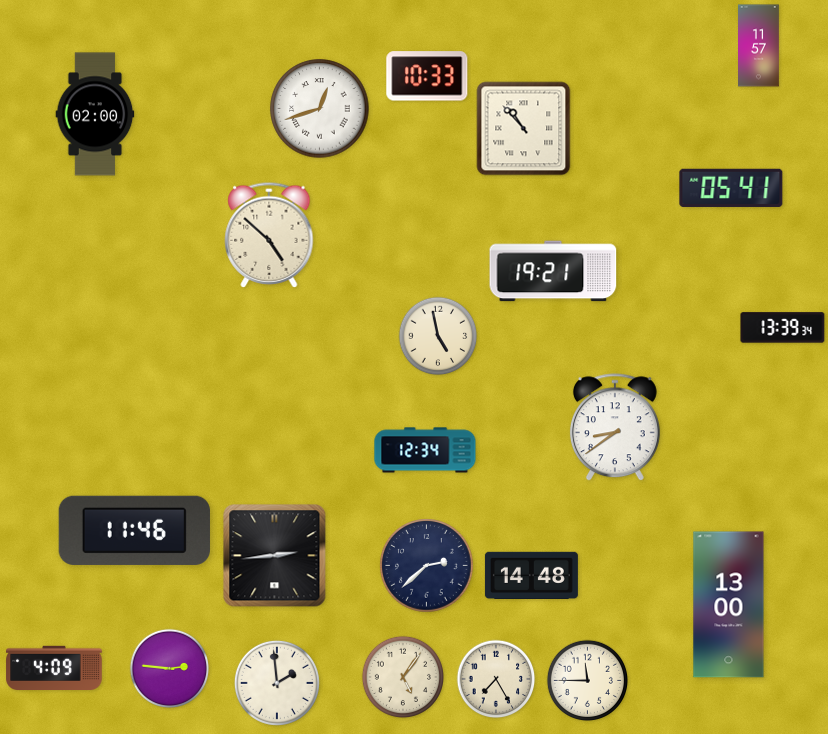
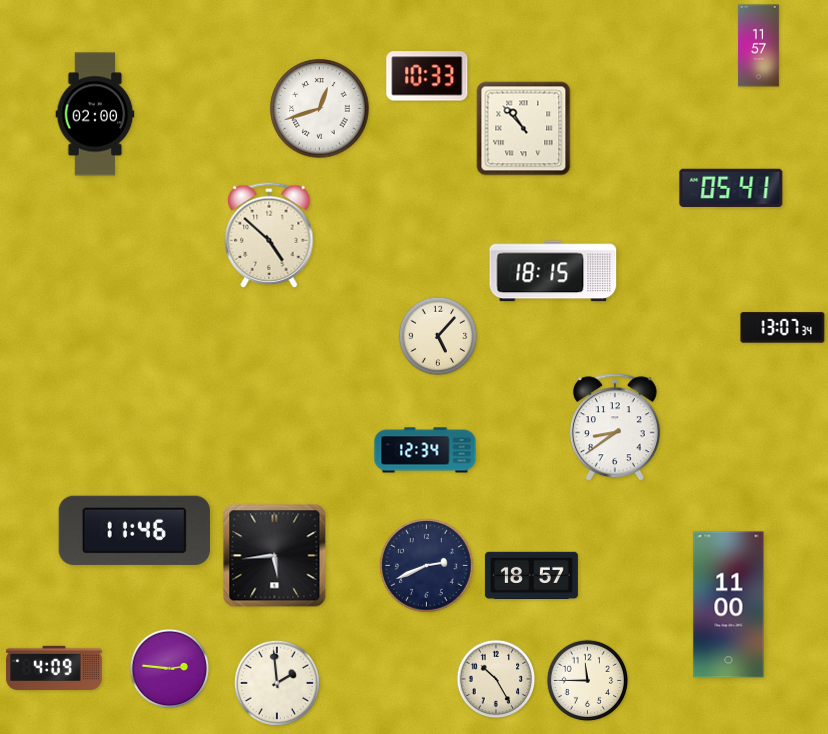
clock at (553, 271): 19:21 -> 18:15
clock at (783, 328): 13:39 -> 13:07
clock at (438, 336): 4:58 -> 5:07
clock at (275, 556): 2:44 -> 5:44
clock at (427, 566): 2:38 -> 2:41
clock at (531, 576): 14:48 -> 18:57
clock at (729, 605): 13:00 -> 11:00
clock at (402, 676): 5:06 -> none
clock at (496, 679): 7:25 -> 10:25
